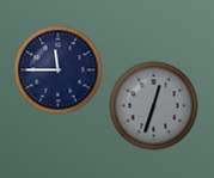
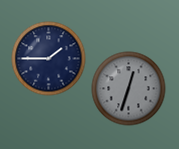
clock at (59, 70): 11:45 -> 1:45
